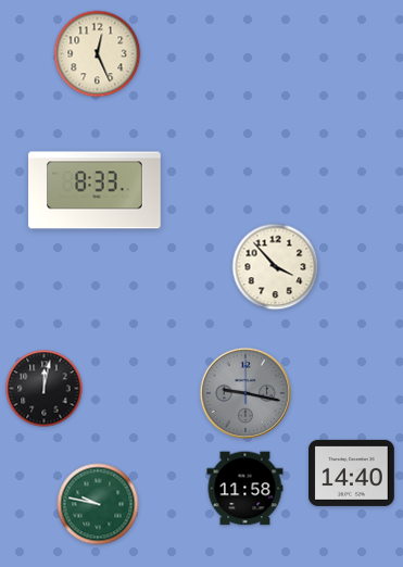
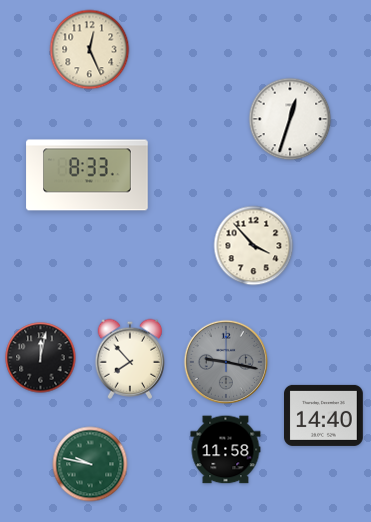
clock at (290, 119): none -> 12:33
clock at (130, 359): none -> 7:53
clock at (352, 472) position: (352, 472) -> (324, 415)
